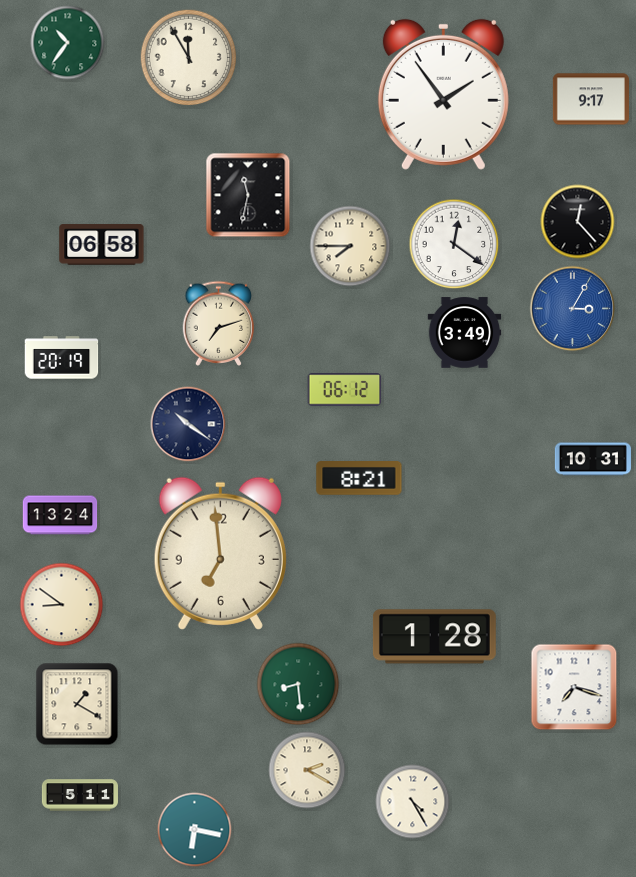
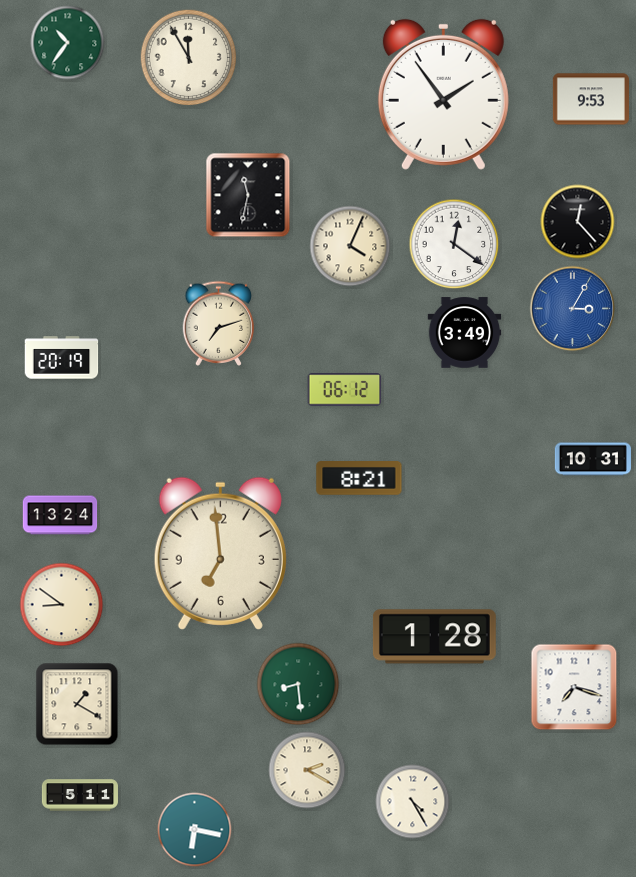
clock at (591, 99): 9:17 -> 9:53
clock at (102, 245): 06:58 -> none
clock at (350, 246): 7:45 -> 4:04
clock at (188, 424): 10:21 -> none
